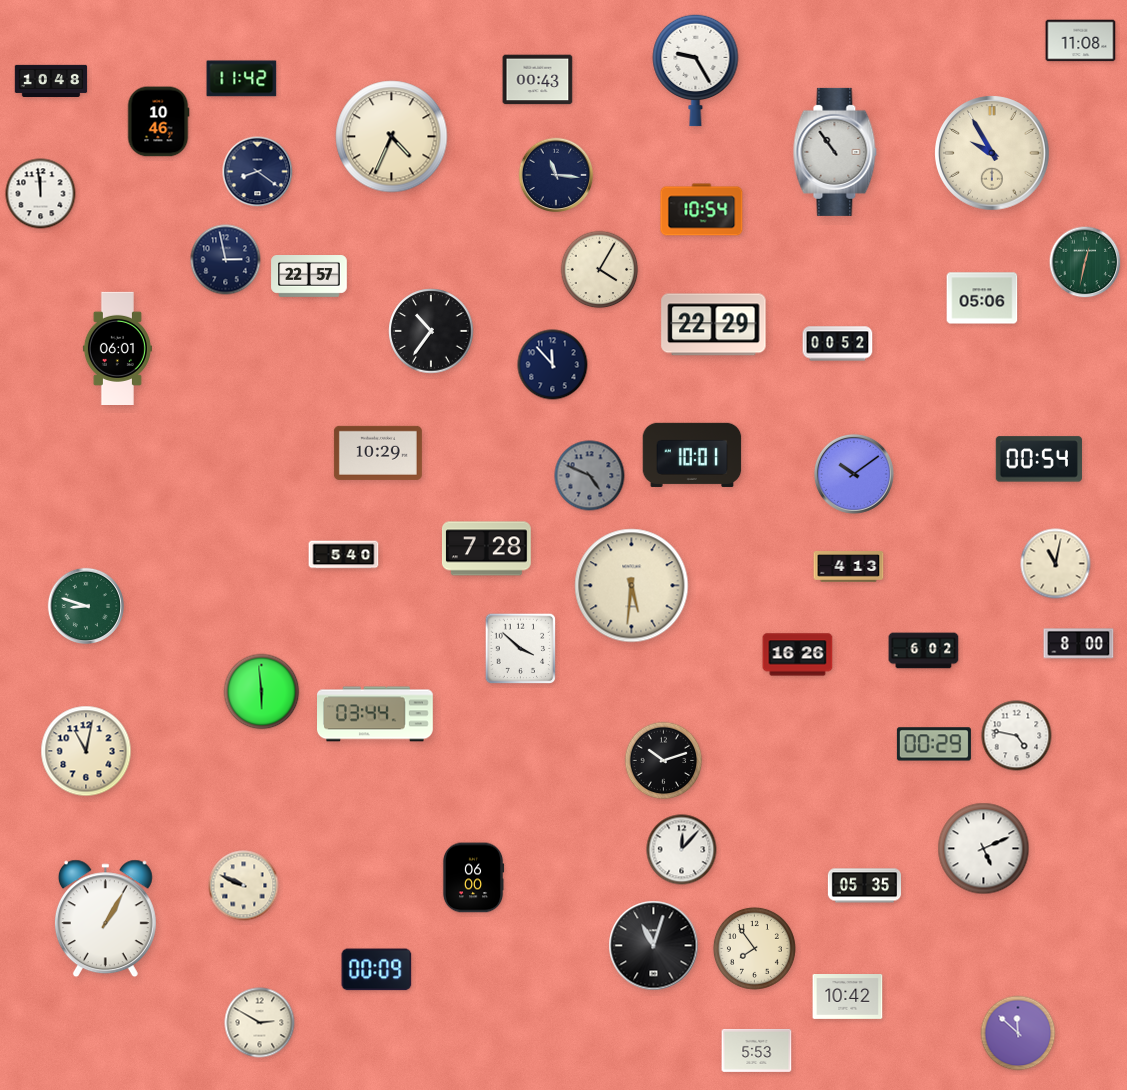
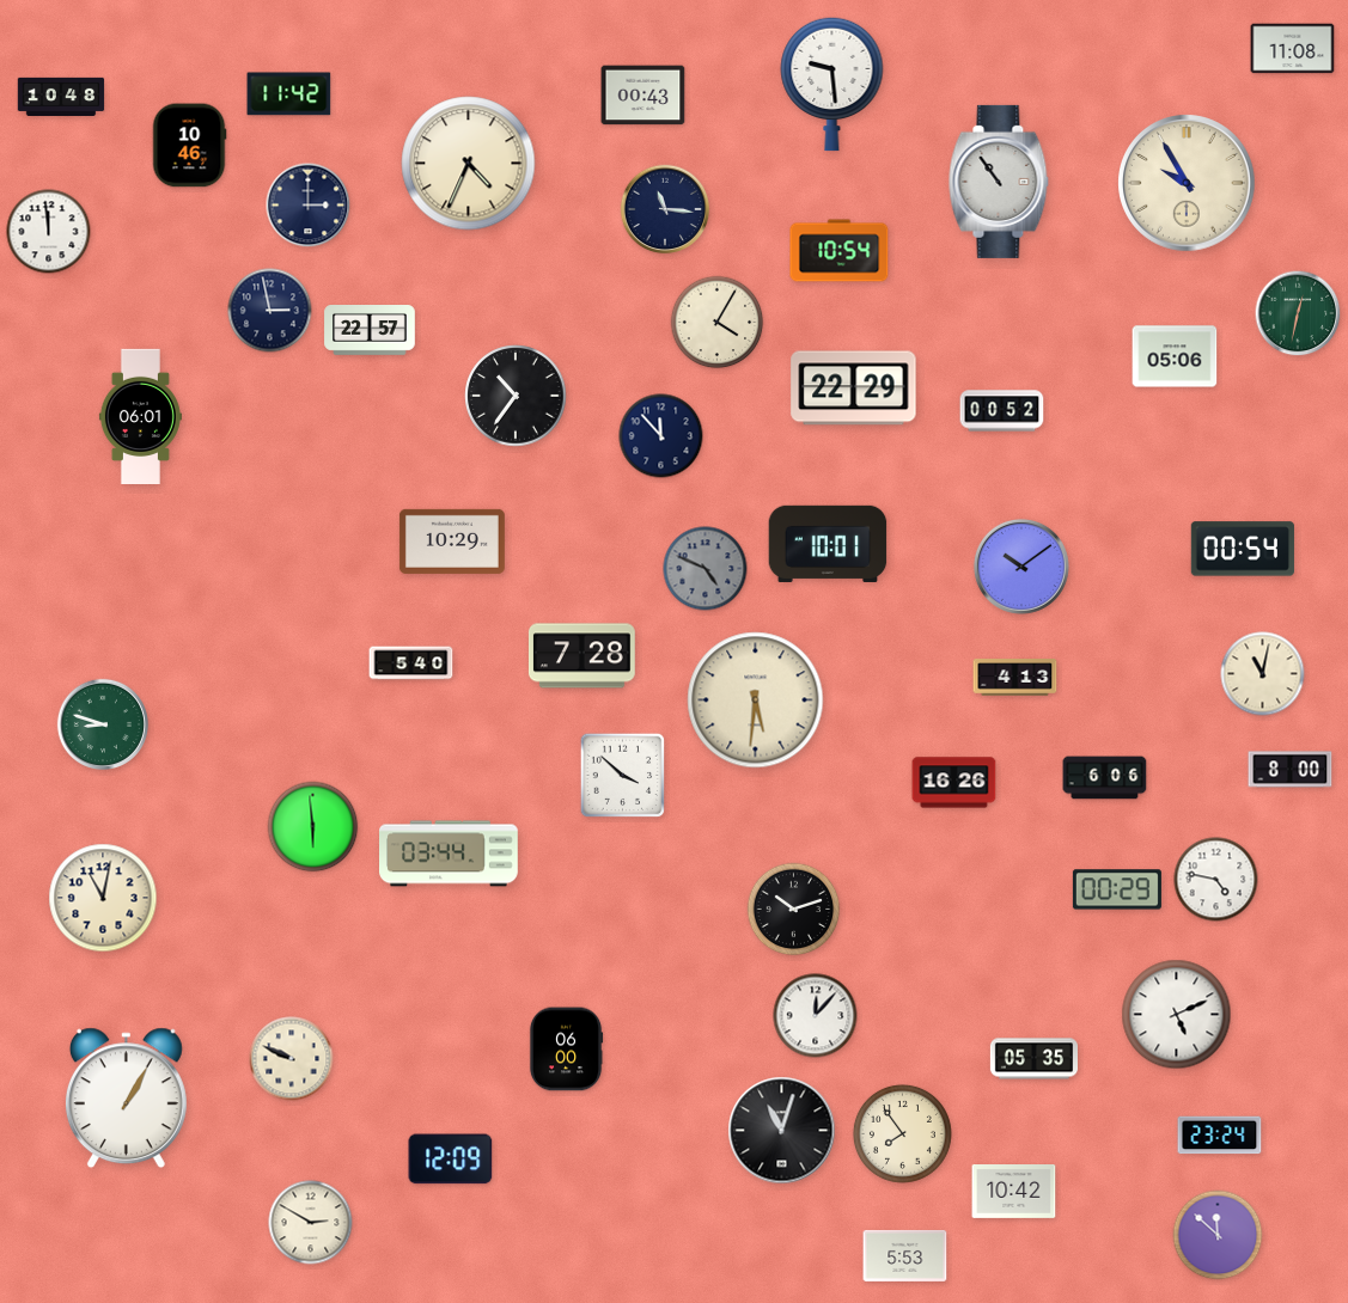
clock at (696, 70): 9:25 -> 9:29
clock at (258, 172): 8:21 -> 3:00
clock at (924, 651): 6:02 -> 6:06
clock at (1220, 1136): none -> 23:24
clock at (377, 970): 00:09 -> 12:09
